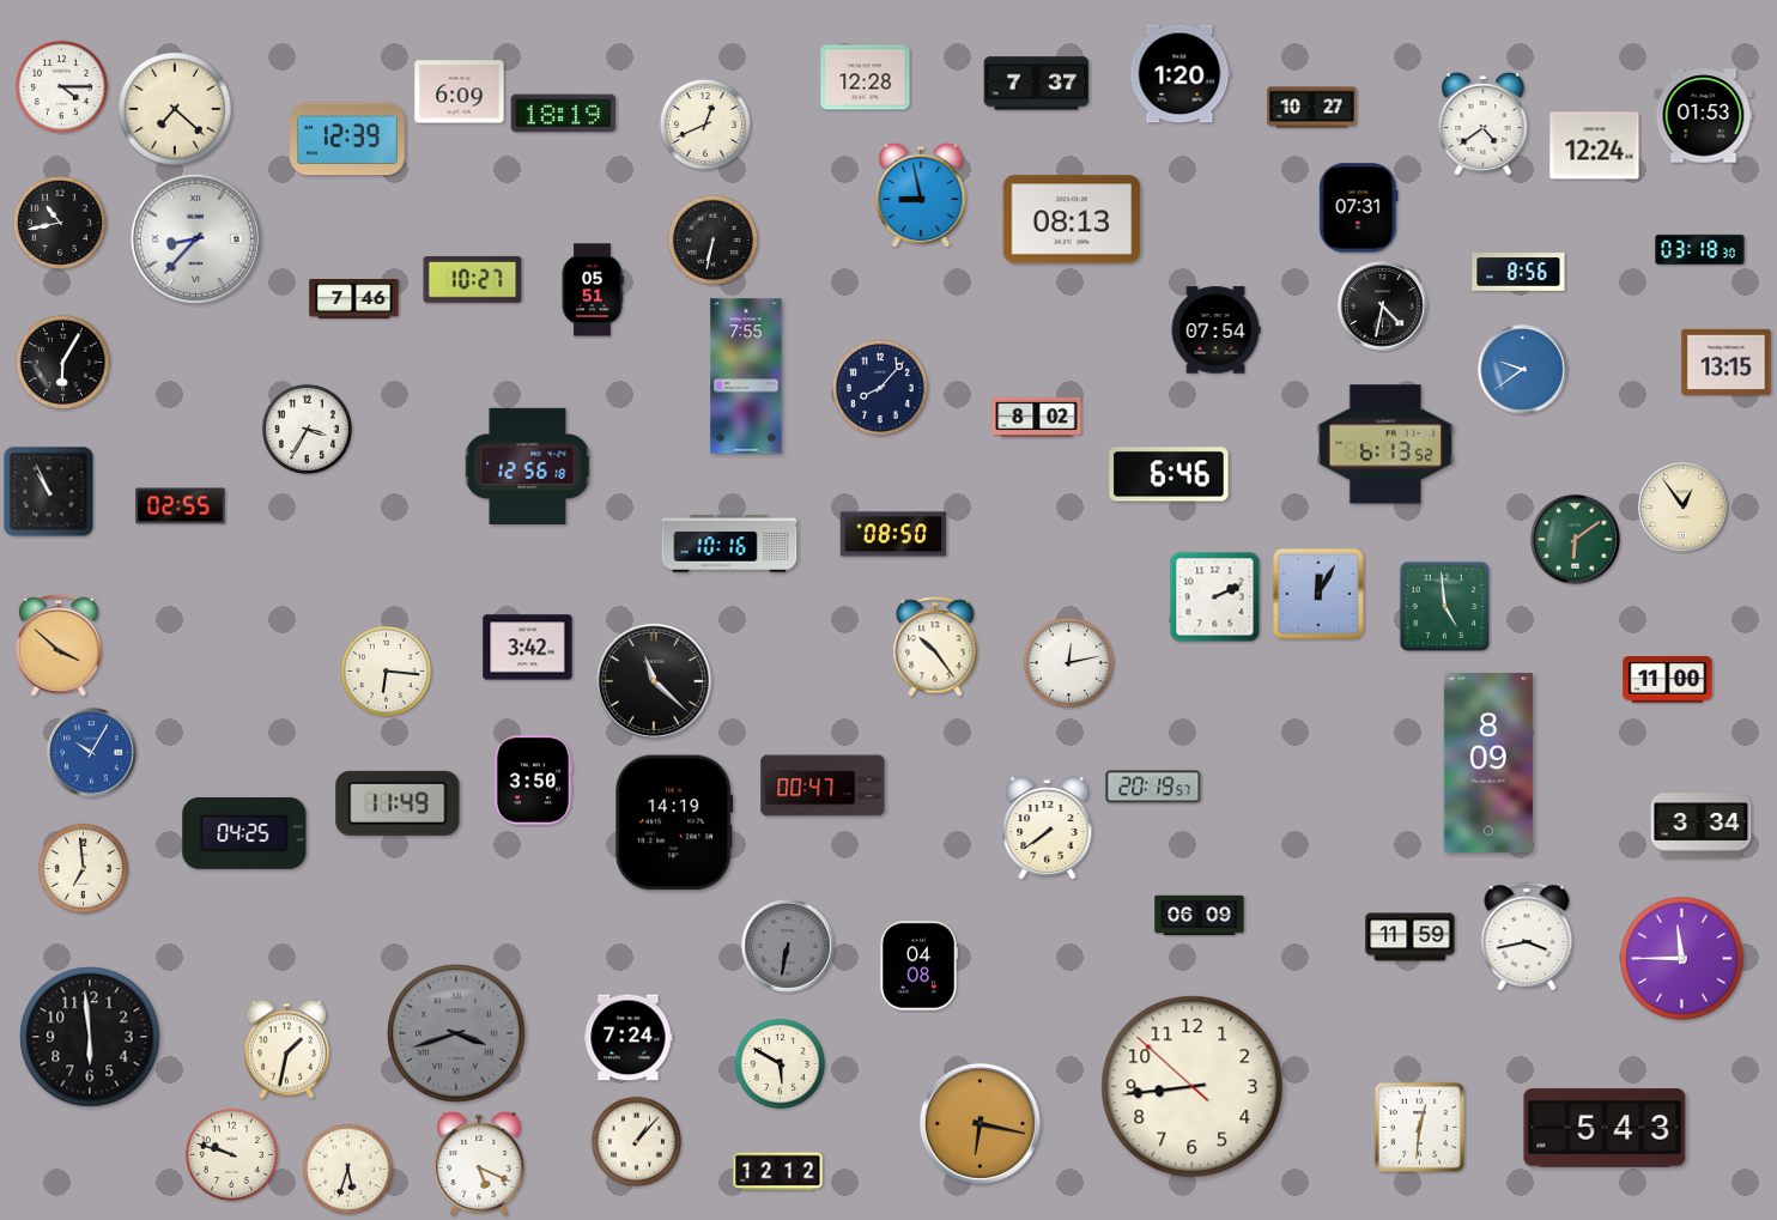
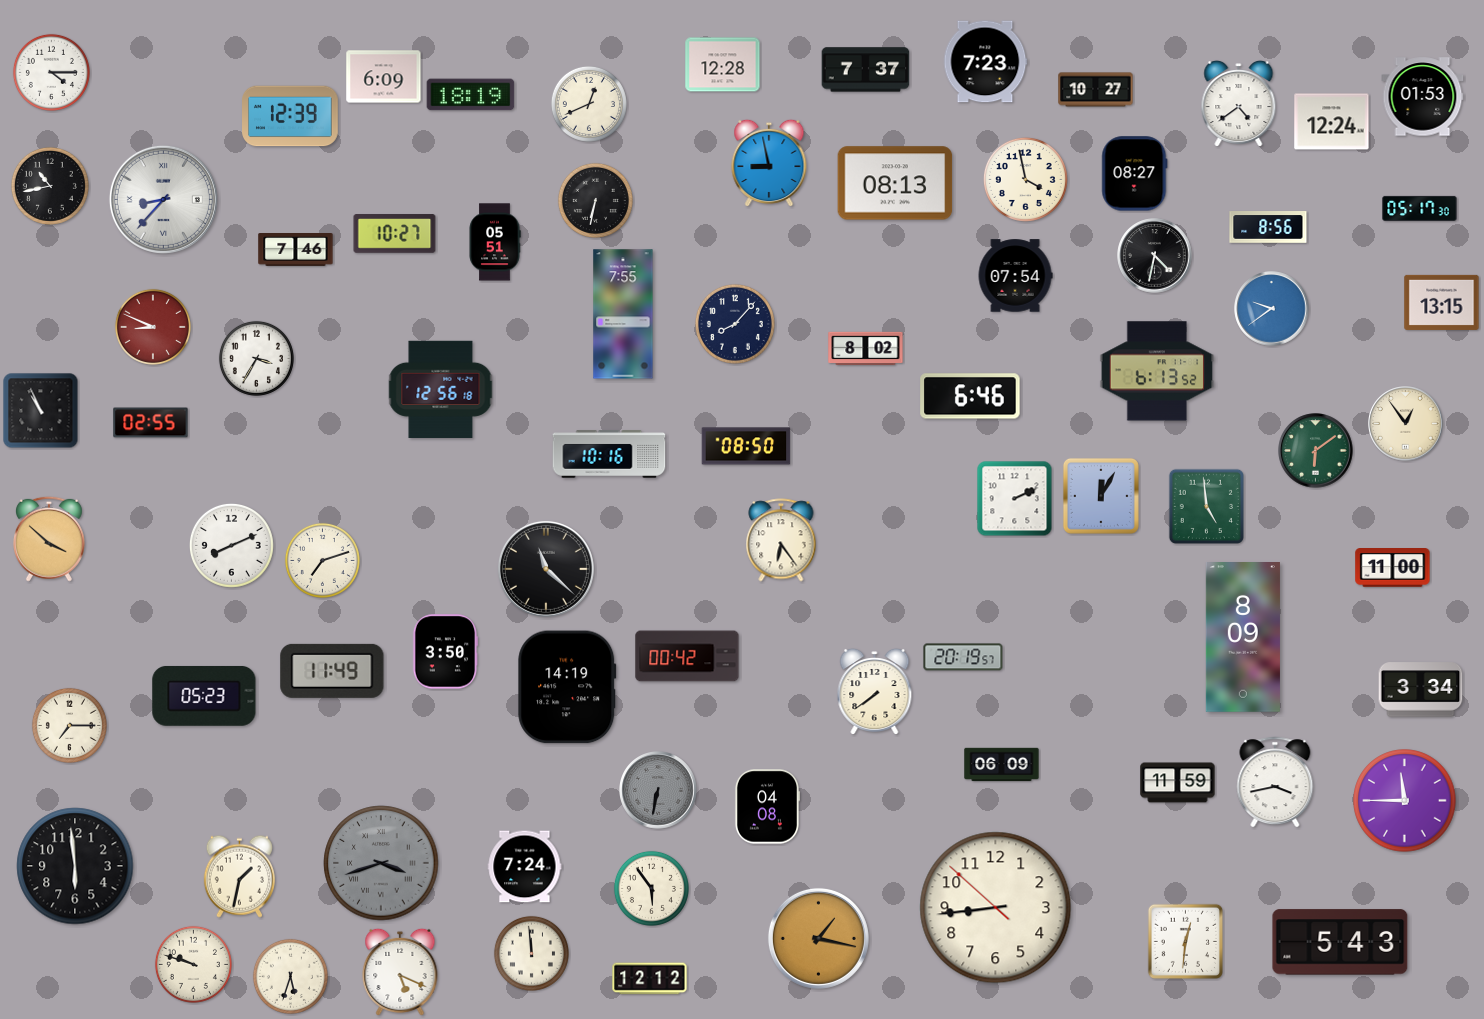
clock at (1179, 74): 1:20 -> 7:23
clock at (176, 110): 7:22 -> none
clock at (1359, 208): 07:31 -> 08:27
clock at (1025, 179): none -> 3:58
clock at (1700, 249): 03:18 -> 05:17
clock at (62, 362): 6:05 -> none
clock at (153, 327): none -> 8:49
clock at (1169, 474) position: (1169, 474) -> (970, 396)
clock at (935, 647): 10:24 -> 6:24
clock at (528, 648): 3:42 -> none
clock at (231, 545): none -> 8:11
clock at (1068, 662): 12:13 -> none
clock at (386, 670): 6:16 -> 7:12
clock at (92, 753): 10:05 -> none
clock at (823, 785): 00:47 -> 00:42
clock at (674, 823) position: (674, 823) -> (567, 687)
clock at (244, 833): 04:25 -> 05:23
clock at (83, 868): 6:59 -> 7:15
clock at (780, 1063): 5:50 -> 5:54
clock at (980, 1123): 6:17 -> 1:17
clock at (636, 1141): 1:07 -> 11:59
